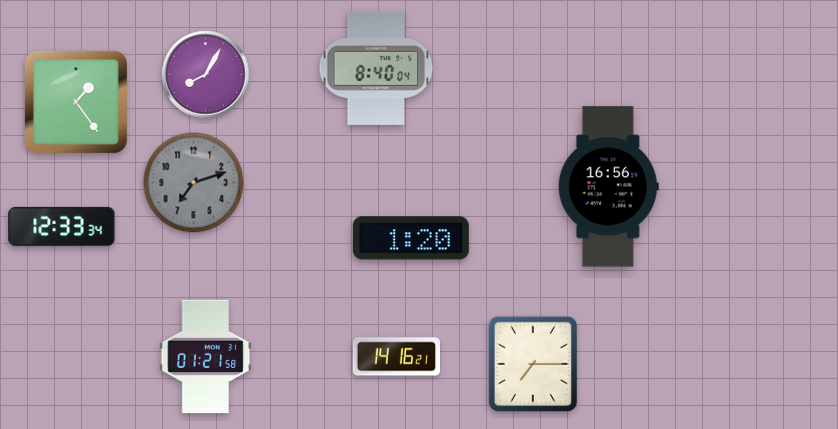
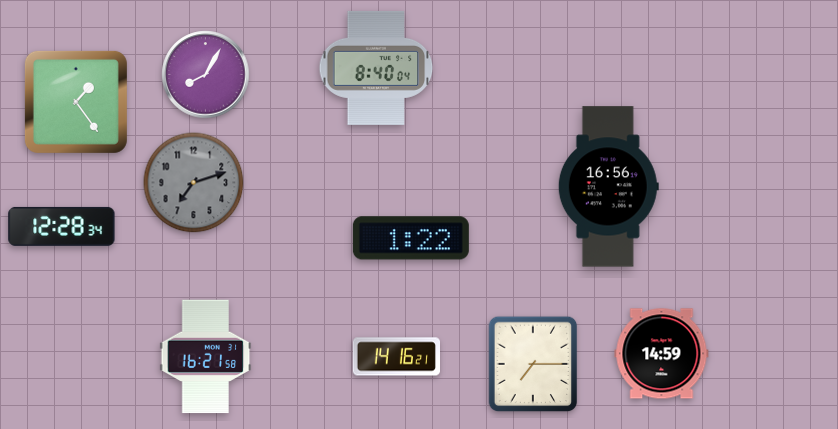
clock at (62, 226): 12:33 -> 12:28
clock at (411, 238): 1:20 -> 1:22
clock at (662, 354): none -> 14:59
clock at (206, 357): 01:21 -> 16:21
